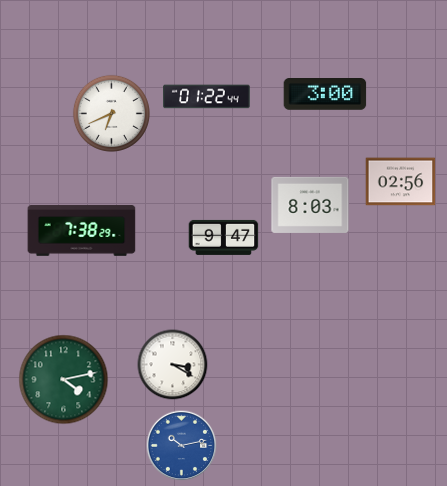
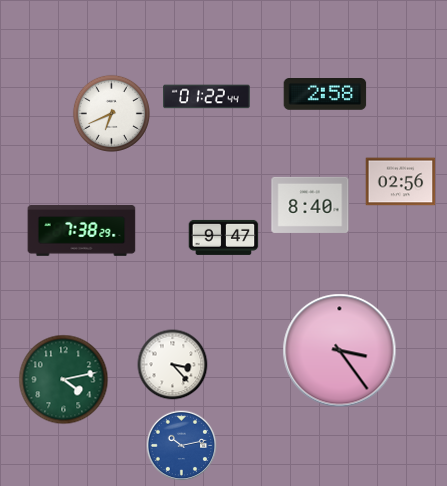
clock at (325, 95): 3:00 -> 2:58
clock at (310, 205): 8:03 -> 8:40
clock at (340, 351): none -> 3:24
clock at (173, 365): 3:20 -> 3:23
